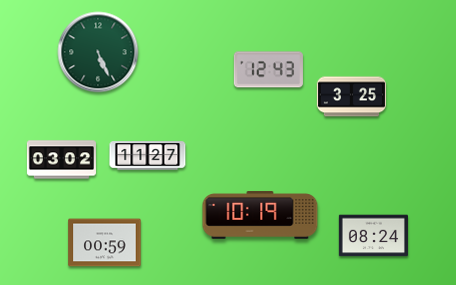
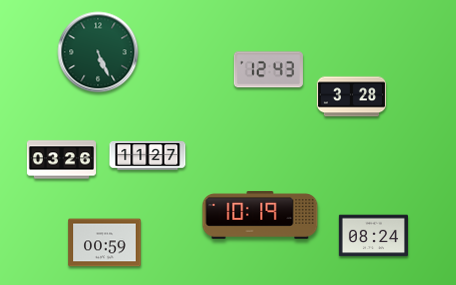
clock at (351, 97): 3:25 -> 3:28
clock at (61, 160): 03:02 -> 03:26
